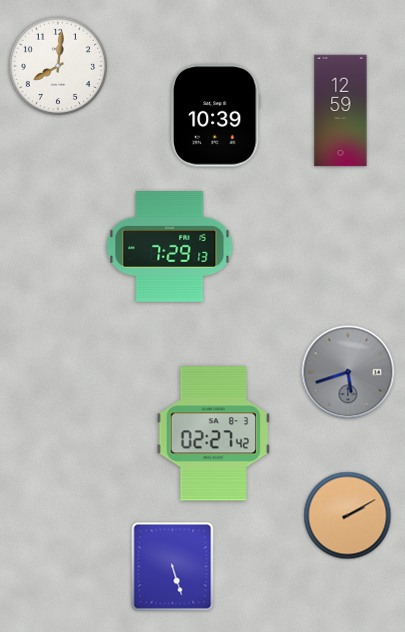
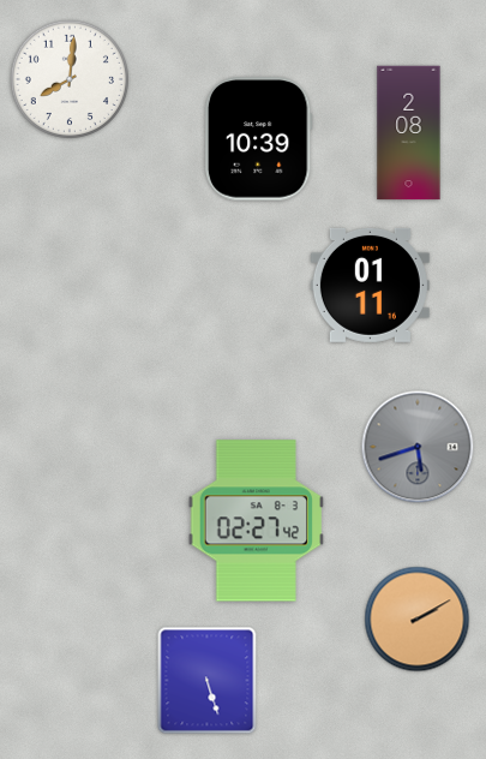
clock at (341, 111): 12:59 -> 2:08
clock at (370, 285): none -> 01:11
clock at (170, 247): 7:29 -> none
